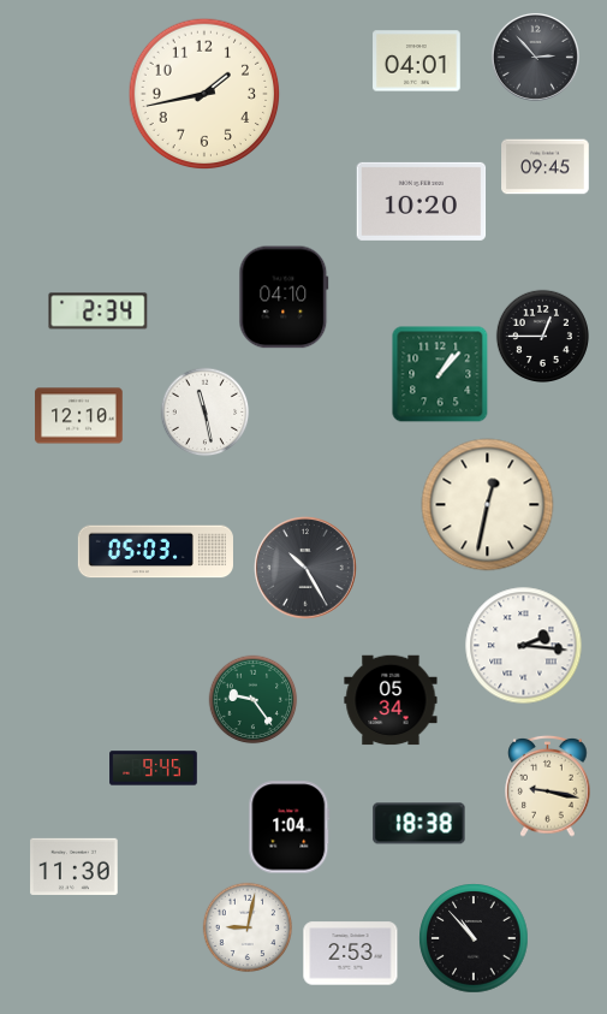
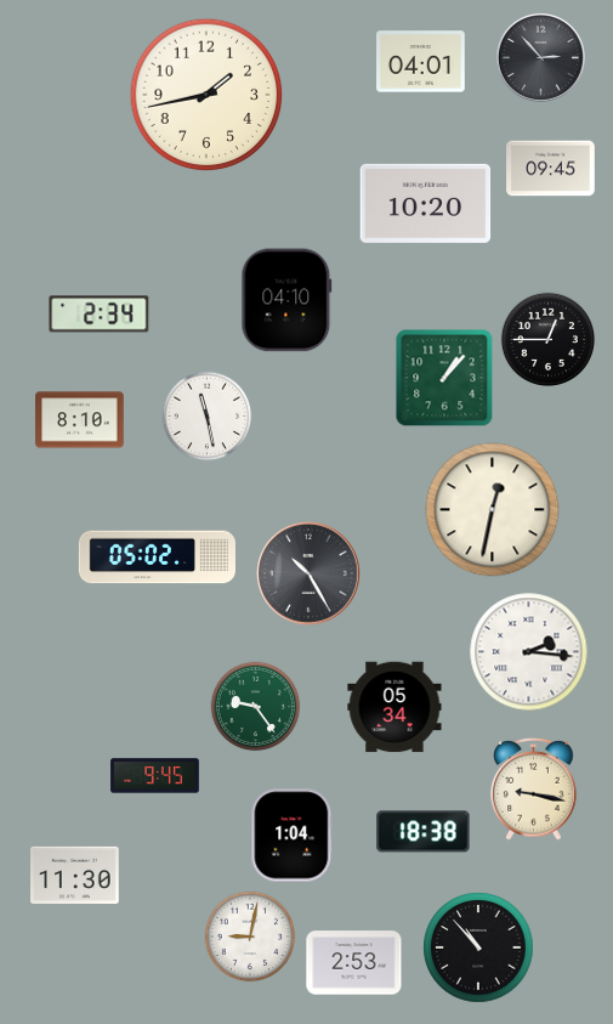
clock at (79, 416): 12:10 -> 8:10
clock at (155, 552): 05:03 -> 05:02
clock at (548, 787) position: (548, 787) -> (534, 790)
